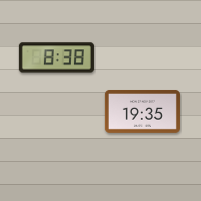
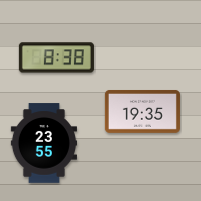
clock at (43, 143): none -> 23:55
